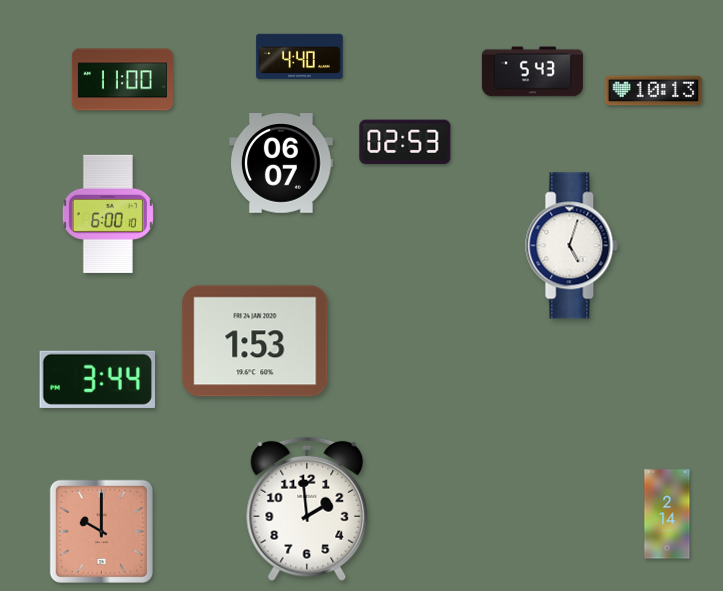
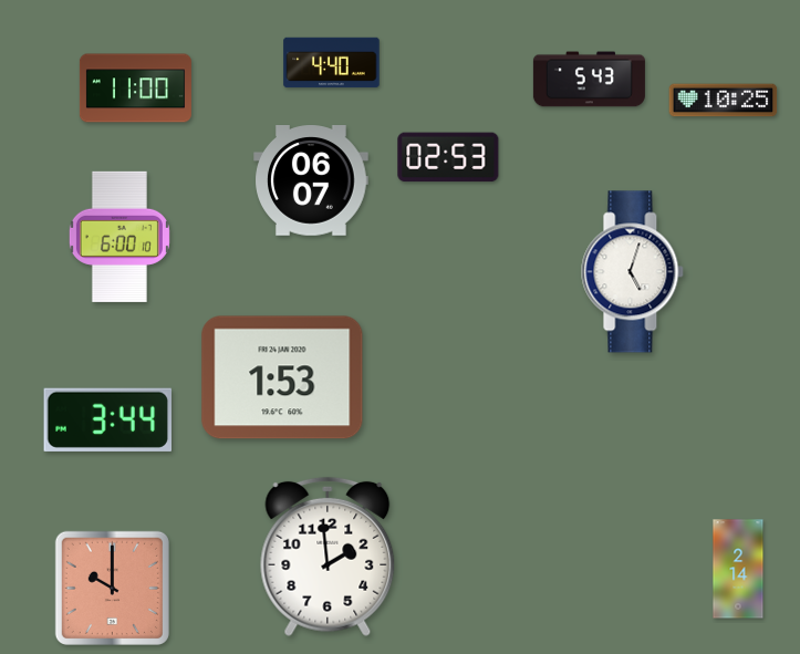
clock at (654, 91): 10:13 -> 10:25
clock at (307, 509) position: (307, 509) -> (328, 557)
